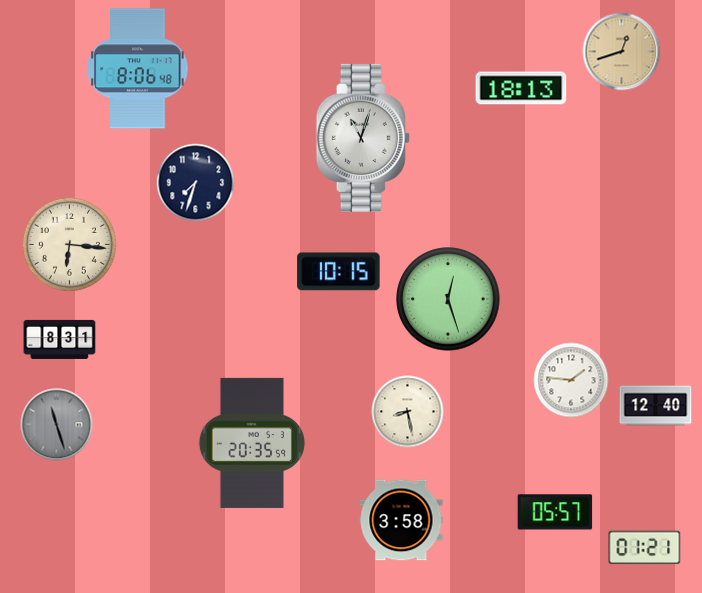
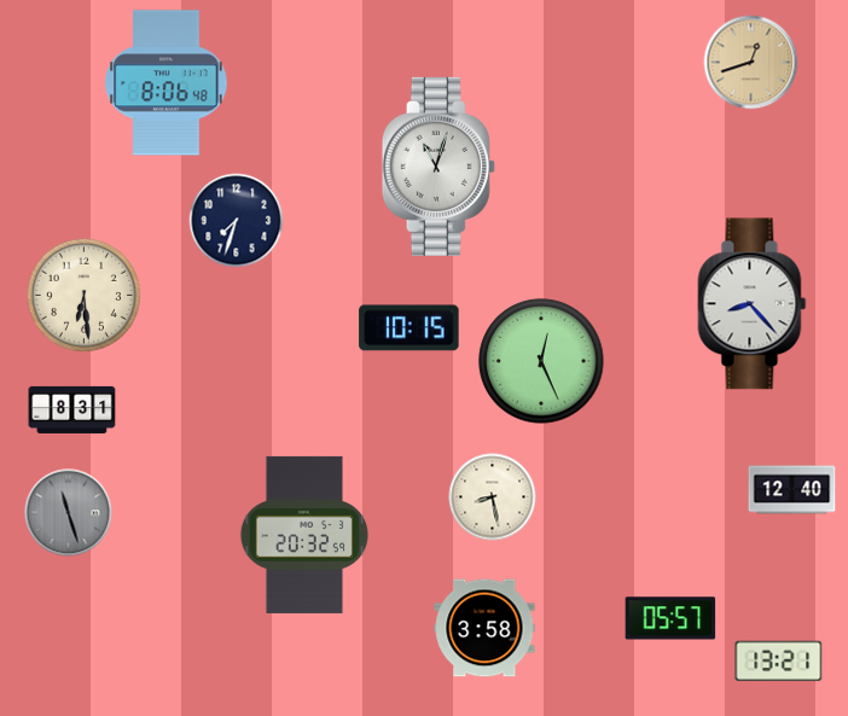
clock at (521, 88): 18:13 -> none
clock at (69, 244): 6:16 -> 6:29
clock at (753, 304): none -> 8:23
clock at (448, 299): 12:27 -> 12:26
clock at (571, 380): 1:46 -> none
clock at (252, 443): 20:35 -> 20:32
clock at (645, 548): 01:21 -> 13:21
